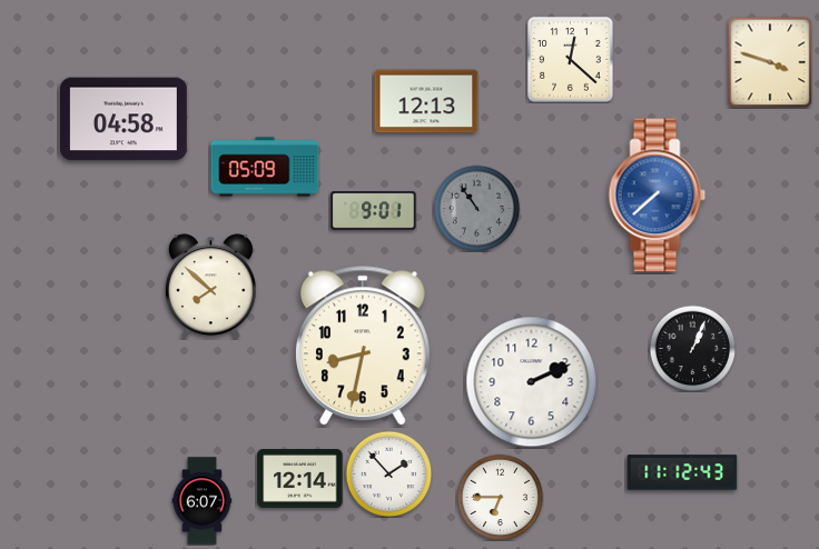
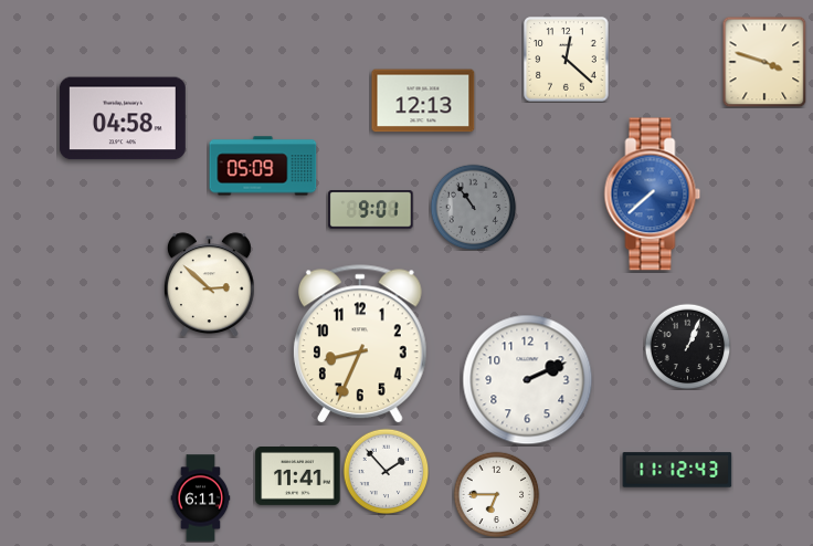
clock at (210, 287): 7:52 -> 2:52
clock at (363, 347): 8:32 -> 8:34
clock at (300, 479): 12:14 -> 11:41
clock at (203, 501): 6:07 -> 6:11
